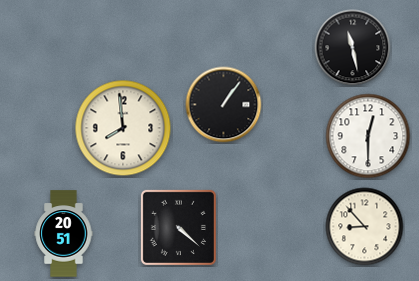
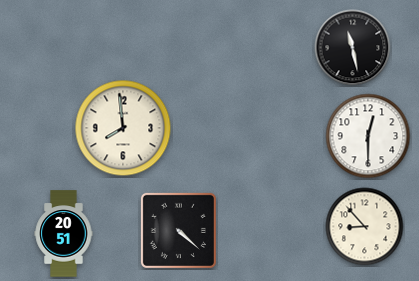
clock at (224, 105): 1:06 -> none
clock at (178, 227) position: (178, 227) -> (178, 230)
